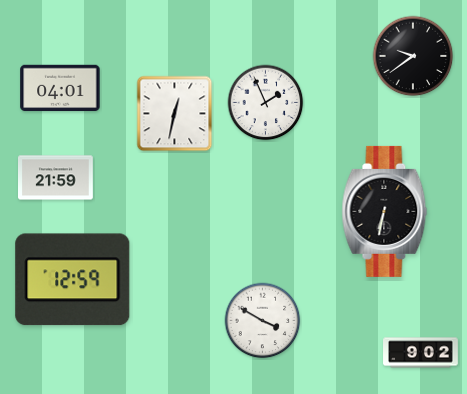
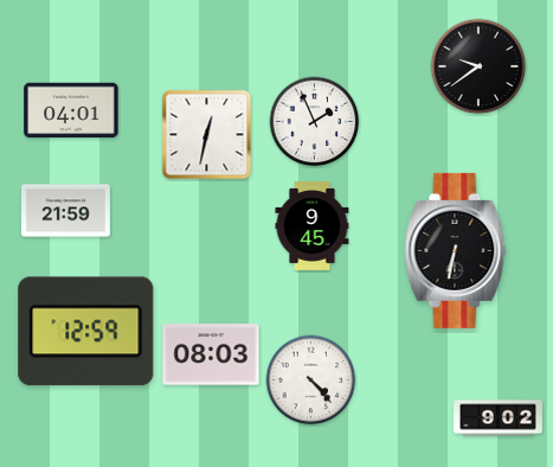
clock at (413, 56) position: (413, 56) -> (478, 66)
clock at (60, 88) position: (60, 88) -> (71, 110)
clock at (313, 226): none -> 9:45
clock at (211, 354): none -> 08:03
clock at (263, 321): 3:50 -> 4:23
